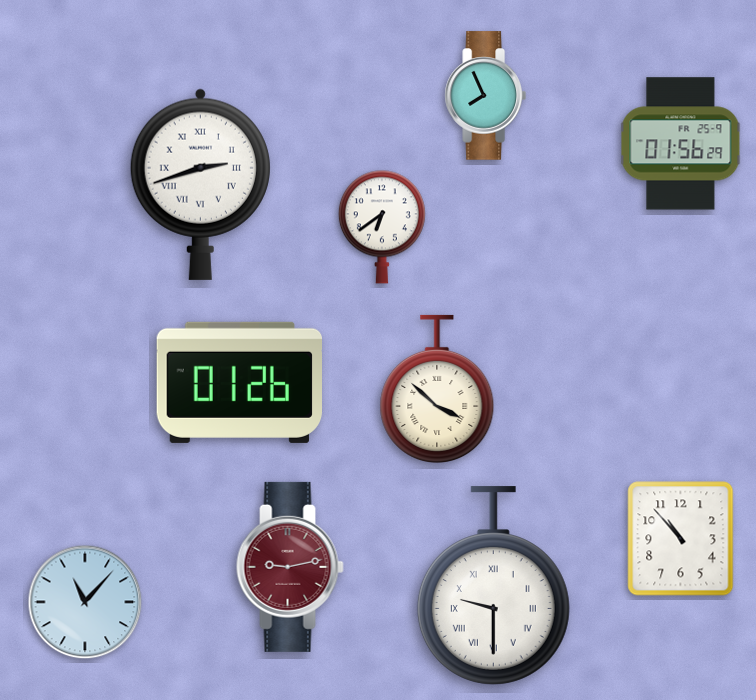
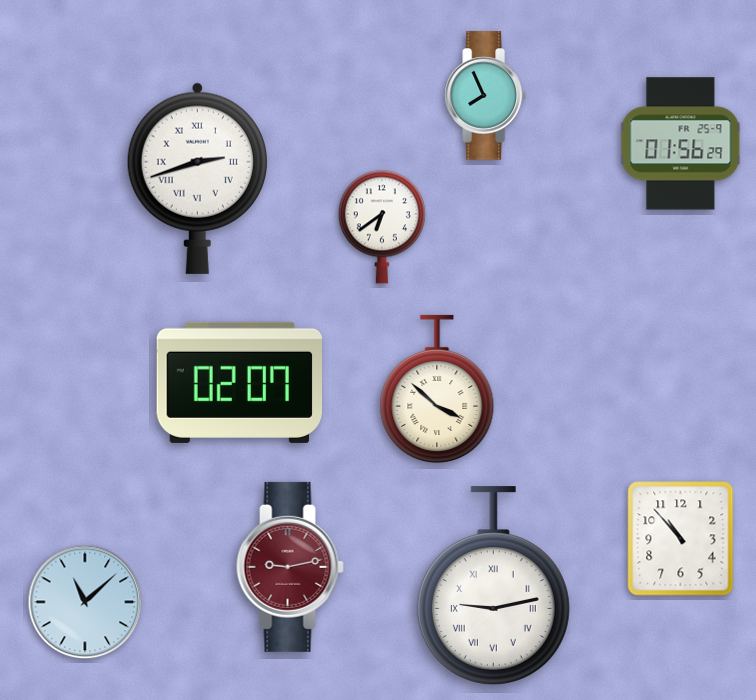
clock at (200, 184) position: (200, 184) -> (197, 178)
clock at (239, 382): 01:26 -> 02:07
clock at (493, 586): 9:30 -> 9:13
clock at (85, 602): 11:07 -> 11:08
